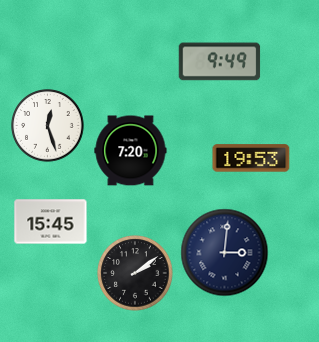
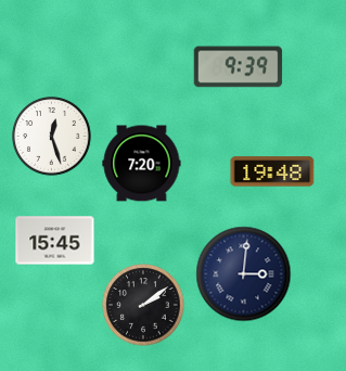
clock at (220, 62): 9:49 -> 9:39
clock at (251, 158): 19:53 -> 19:48
clock at (135, 273) position: (135, 273) -> (143, 305)
